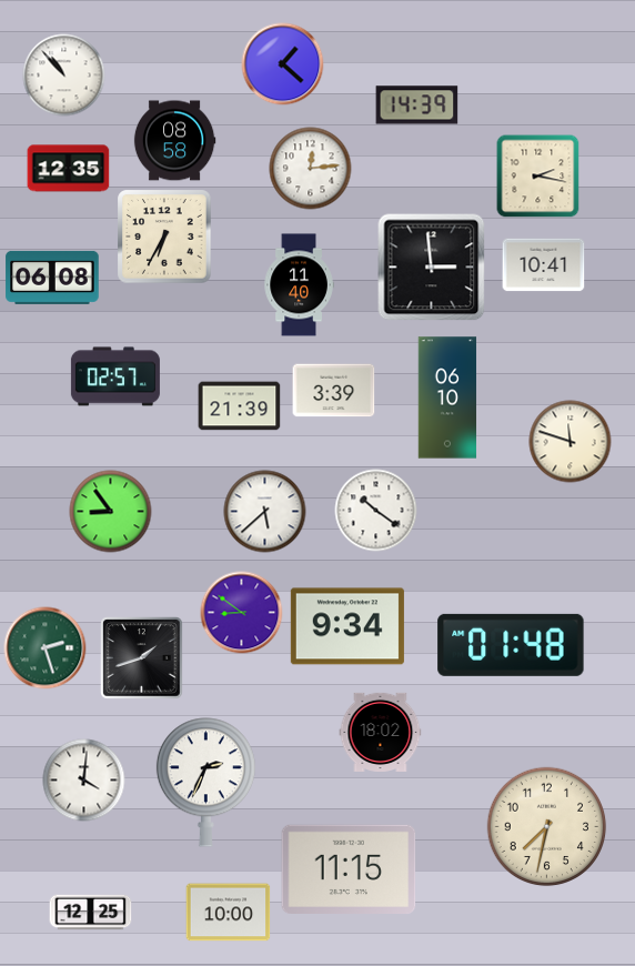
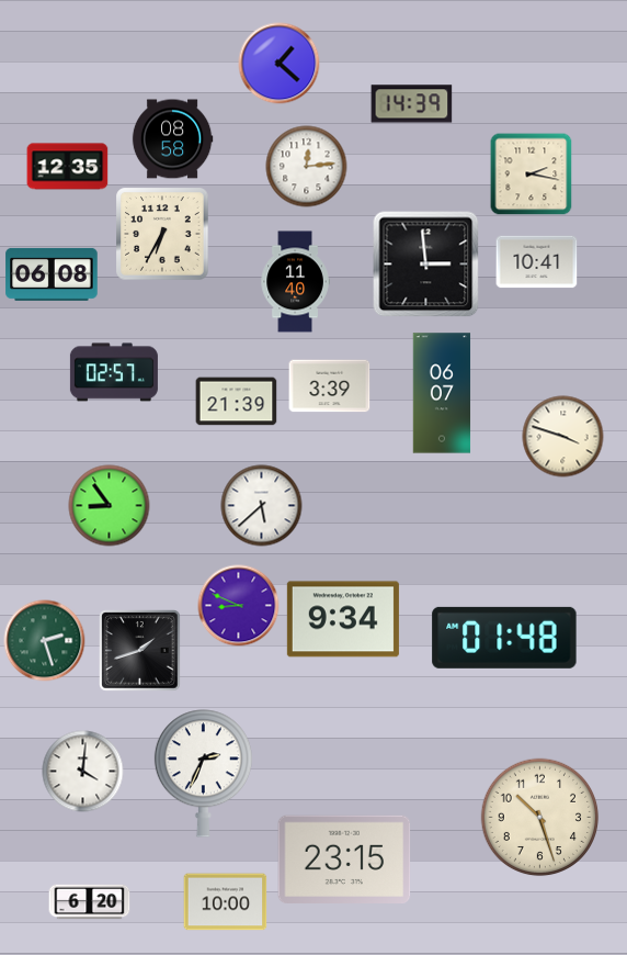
clock at (64, 76): 10:53 -> none
clock at (447, 398): 06:10 -> 06:07
clock at (571, 442): 11:48 -> 3:48
clock at (376, 511): 10:21 -> none
clock at (242, 613): 8:51 -> 8:49
clock at (381, 732): 18:02 -> none
clock at (547, 827): 7:32 -> 10:27
clock at (349, 869): 11:15 -> 23:15
clock at (91, 913): 12:25 -> 6:20
